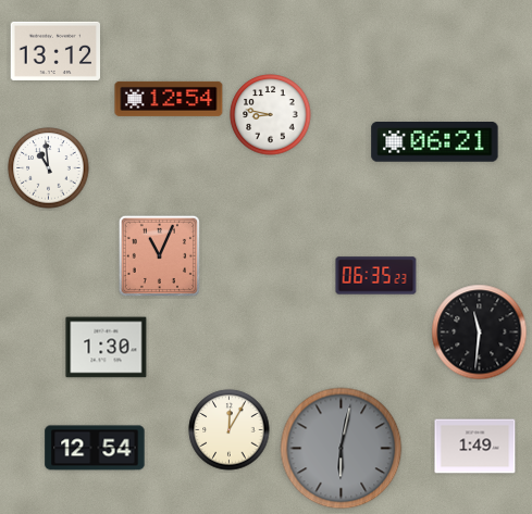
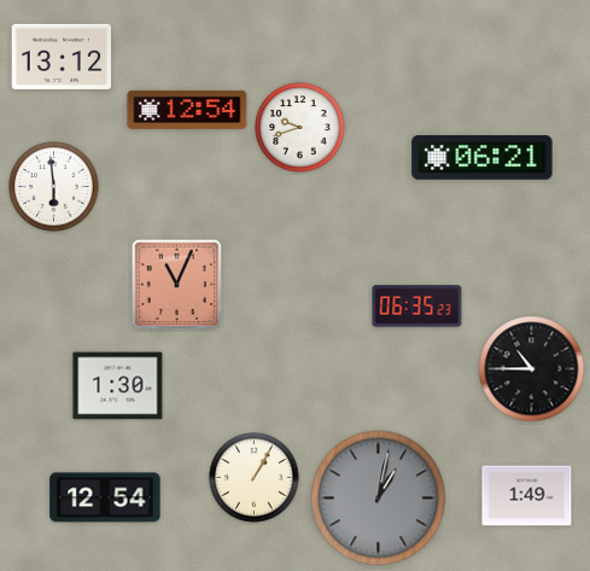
clock at (271, 115): 8:47 -> 9:42
clock at (49, 168): 10:59 -> 5:59
clock at (480, 333): 11:31 -> 10:45
clock at (230, 430): 12:05 -> 1:05
clock at (342, 449): 6:02 -> 1:02
